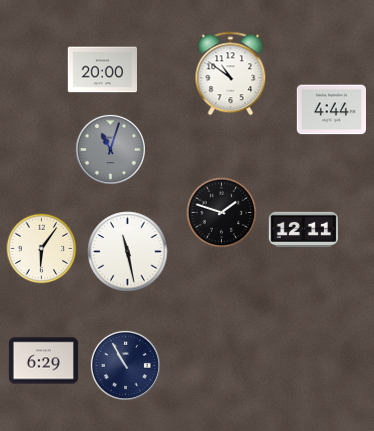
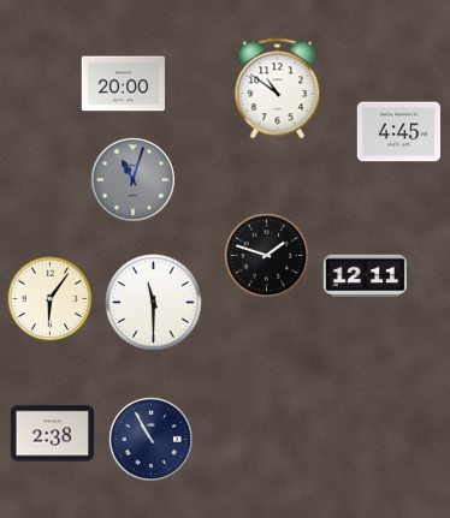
clock at (331, 110): 4:44 -> 4:45
clock at (128, 252): 11:28 -> 11:30
clock at (44, 361): 6:29 -> 2:38
